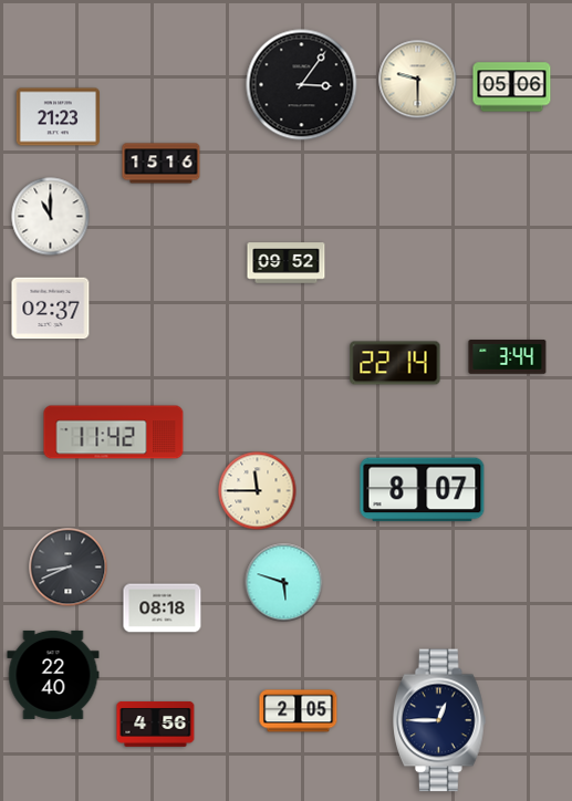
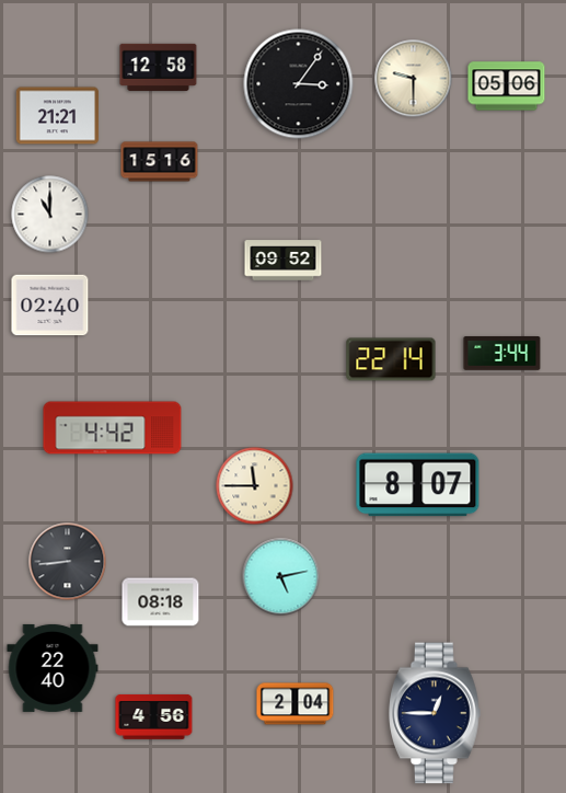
clock at (159, 67): none -> 12:58
clock at (59, 117): 21:23 -> 21:21
clock at (51, 309): 02:37 -> 02:40
clock at (114, 433): 11:42 -> 4:42
clock at (69, 568): 8:41 -> 8:44
clock at (284, 583): 5:48 -> 5:13
clock at (299, 711): 2:05 -> 2:04
